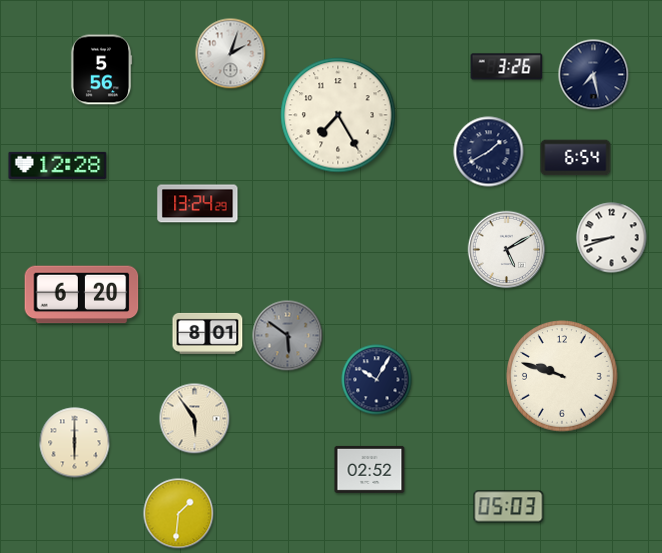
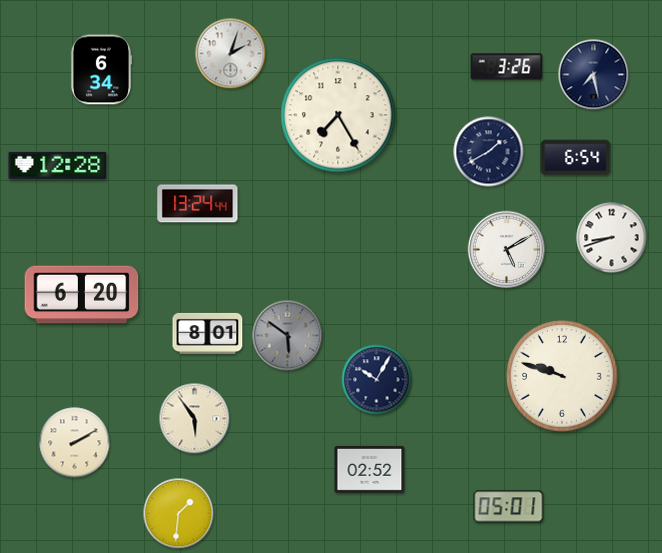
clock at (101, 70): 5:56 -> 6:34
clock at (198, 204): 13:24:29 -> 13:24:44
clock at (75, 443): 6:00 -> 2:10
clock at (509, 507): 05:03 -> 05:01
